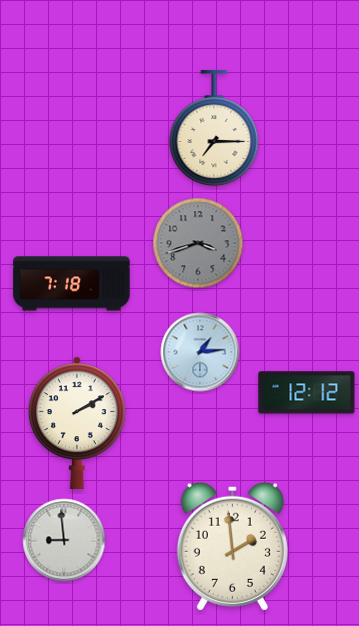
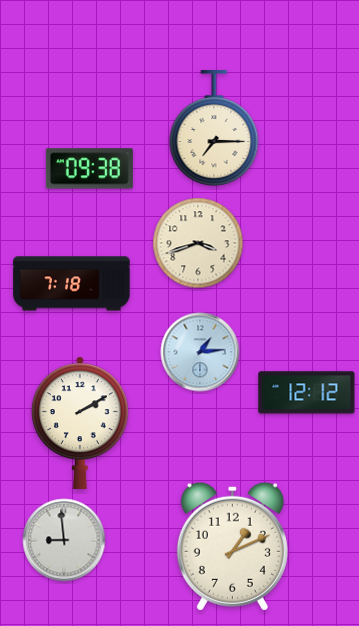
clock at (89, 169): none -> 09:38
clock at (198, 243) dial: grey -> cream
clock at (77, 422) position: (77, 422) -> (80, 422)
clock at (232, 546): 1:59 -> 1:11
